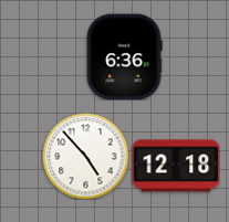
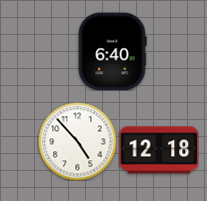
clock at (124, 56): 6:36 -> 6:40
